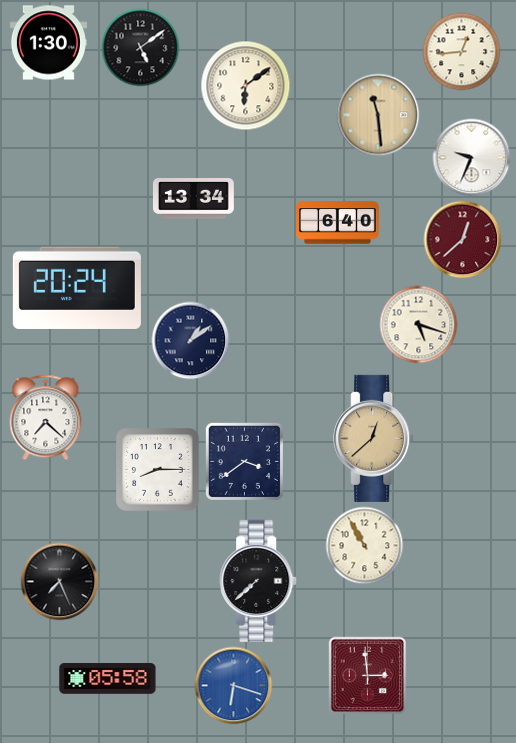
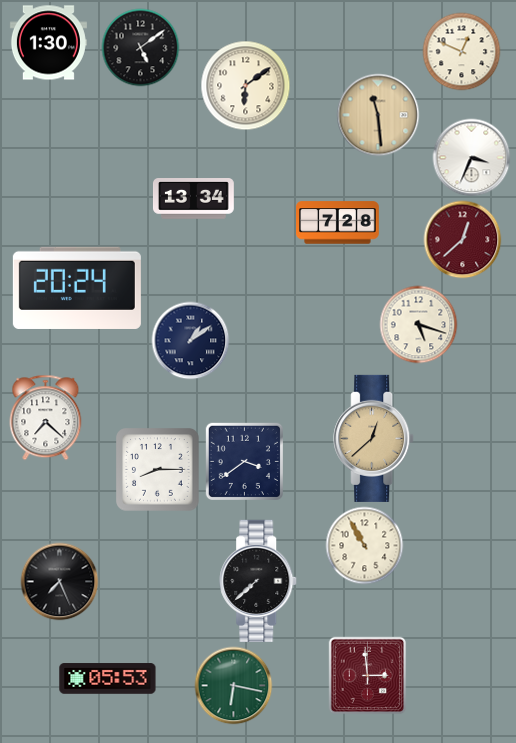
clock at (461, 51): 12:44 -> 12:49
clock at (471, 157): 9:34 -> 3:34
clock at (338, 223): 6:40 -> 7:28
clock at (108, 679): 05:58 -> 05:53
clock at (233, 685): 6:18 -> 6:17
clock at (233, 685) dial: blue -> green
